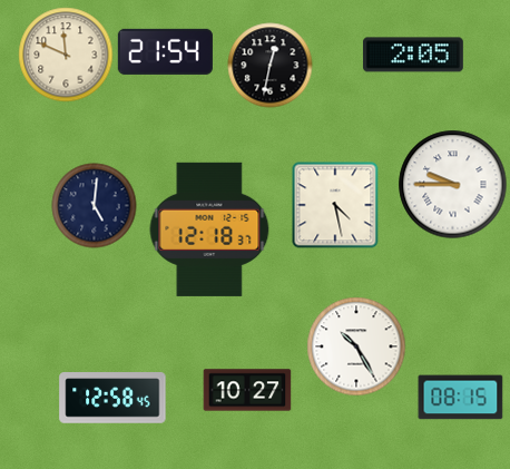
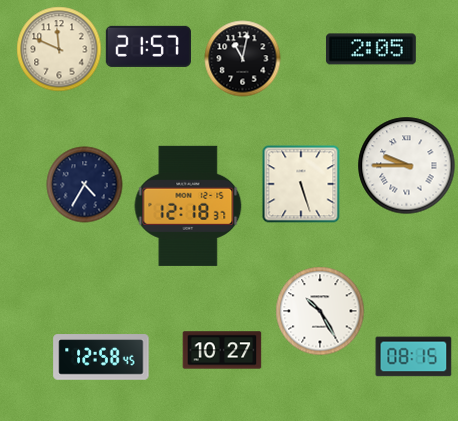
clock at (165, 51): 21:54 -> 21:57
clock at (271, 66): 12:32 -> 11:02
clock at (335, 205): 4:28 -> 5:27
clock at (95, 206): 5:01 -> 4:35
